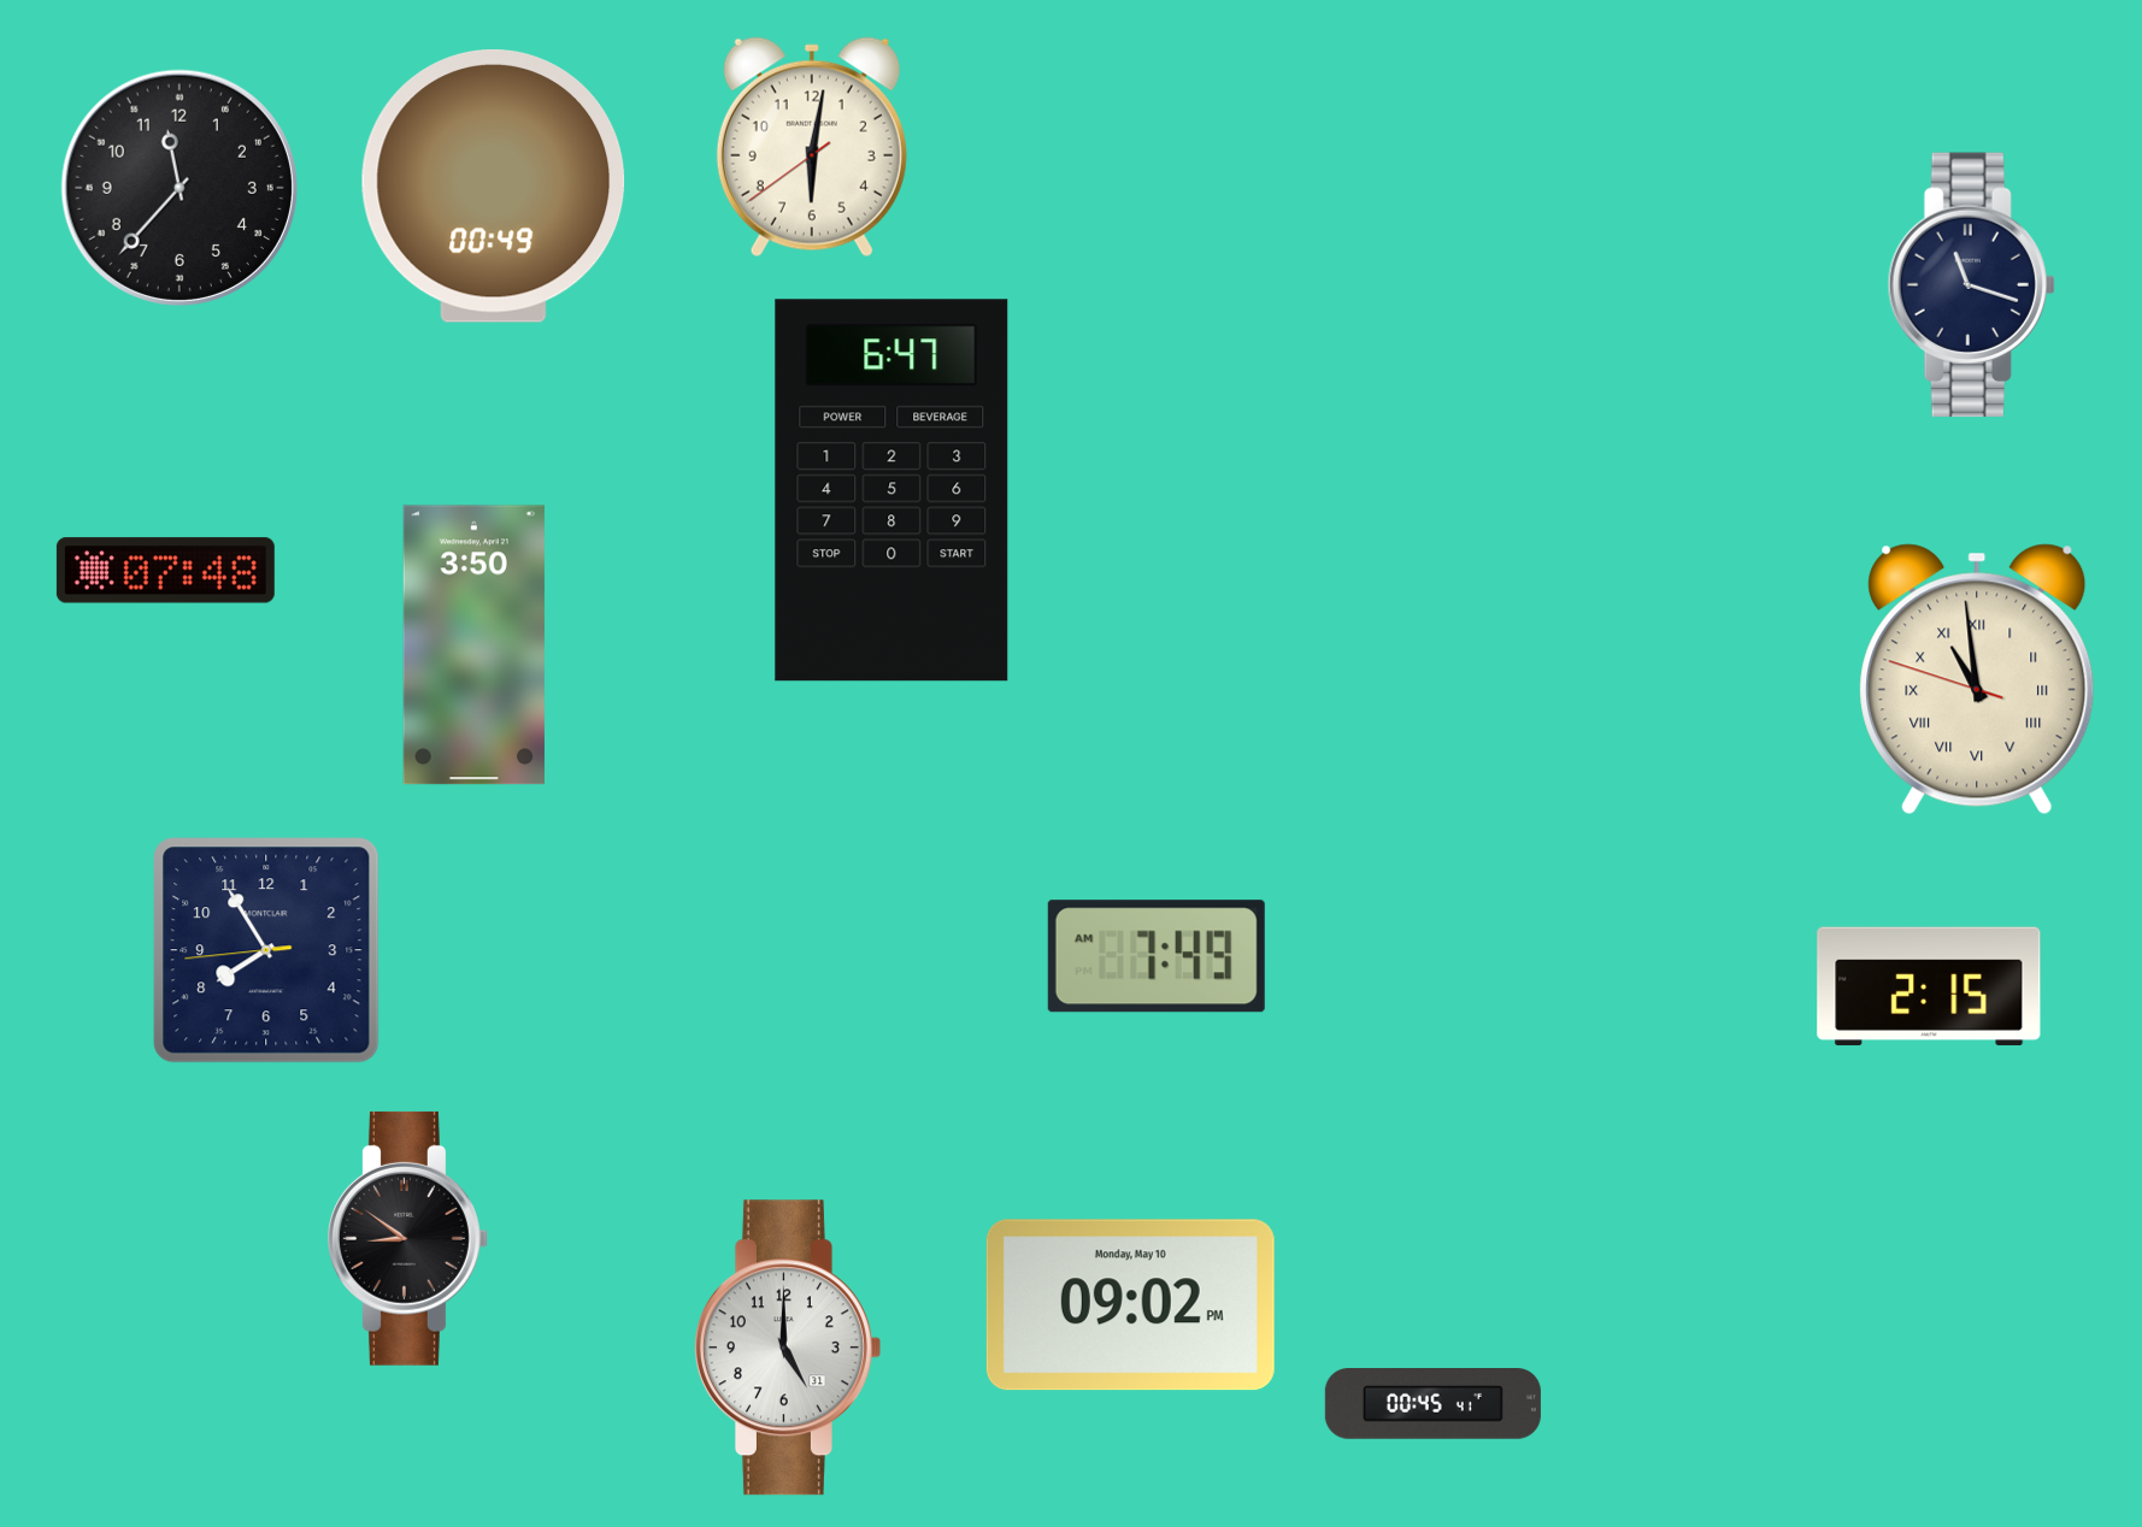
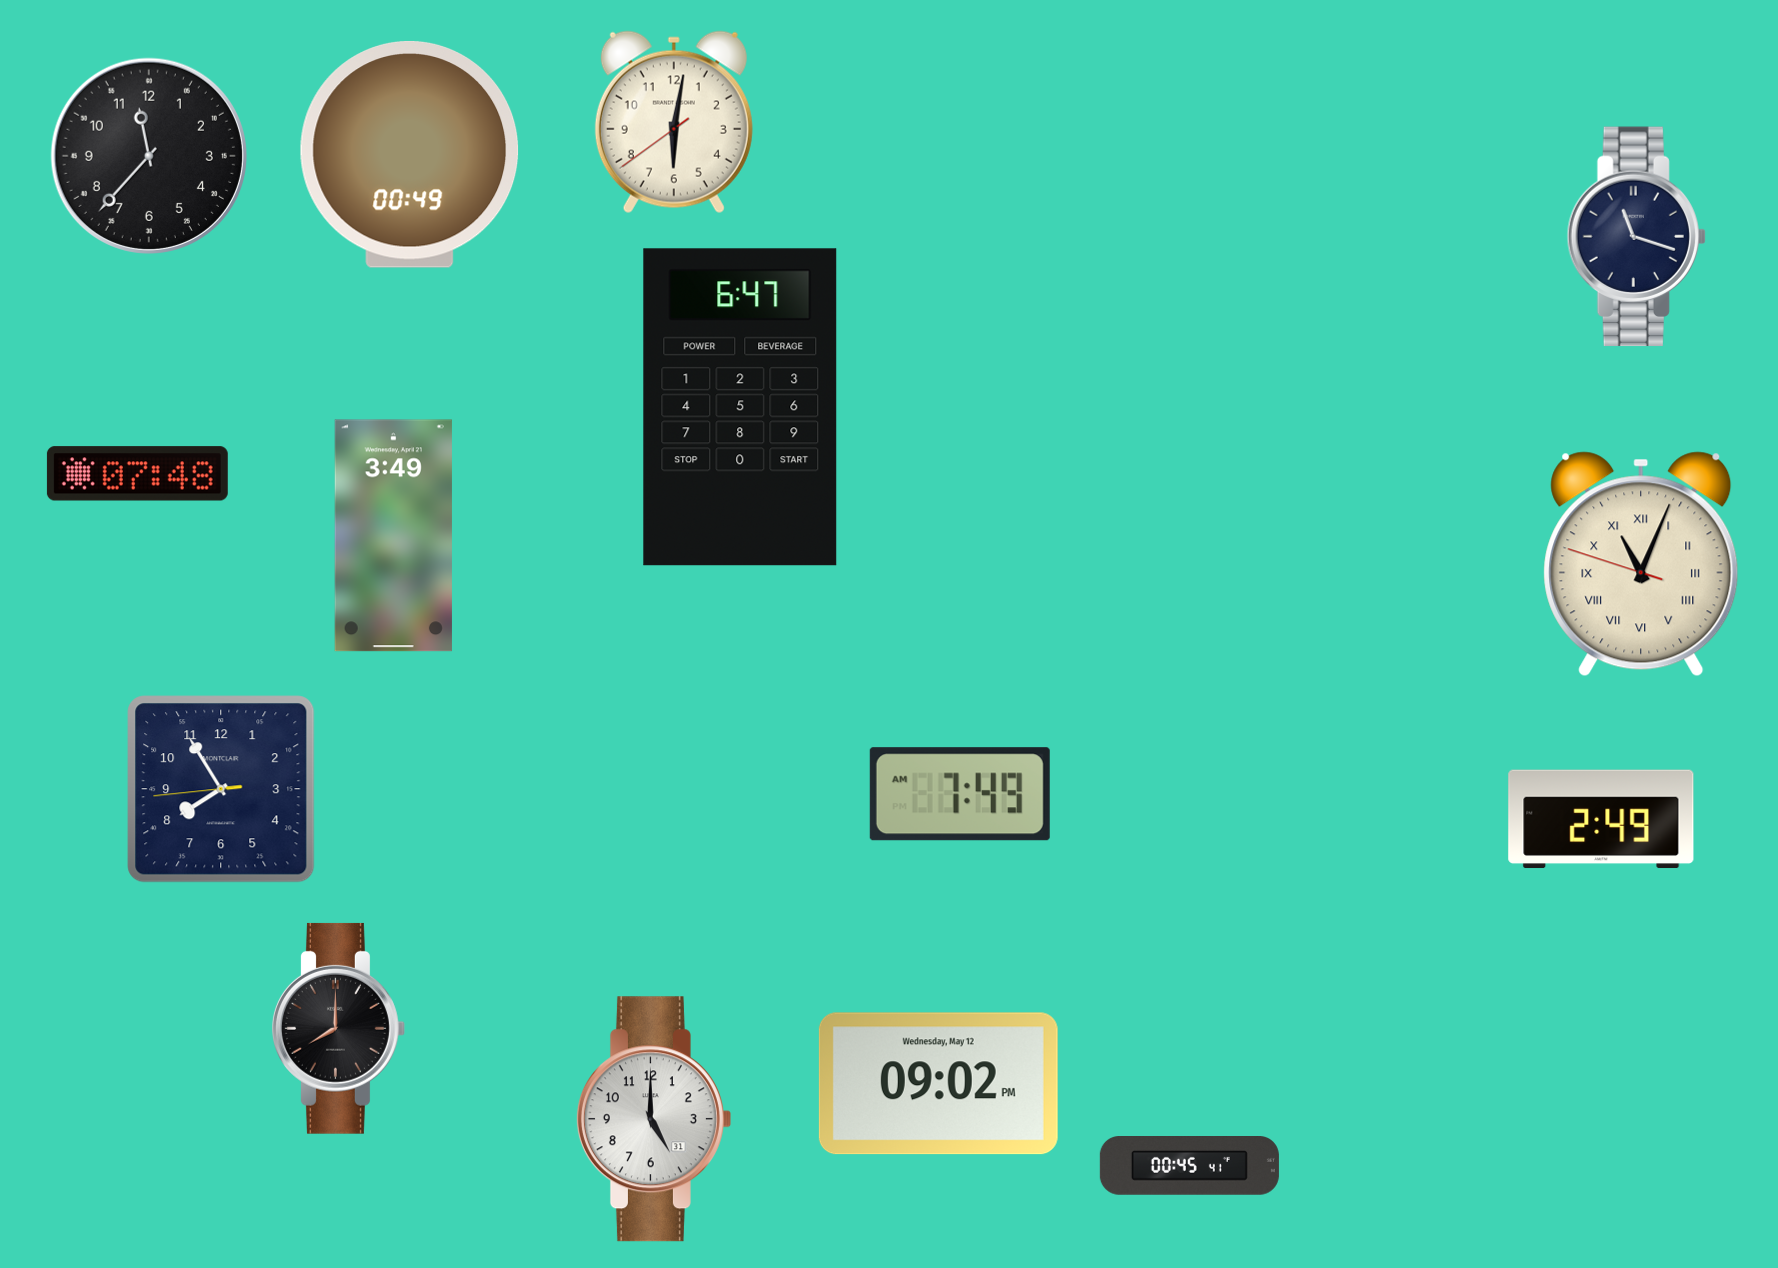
clock at (473, 645): 3:50 -> 3:49
clock at (1977, 679): 10:58 -> 11:03
clock at (1929, 986): 2:15 -> 2:49
clock at (408, 1238): 8:51 -> 8:00
clock at (1130, 1305) date: Monday, May 10 -> Wednesday, May 12
